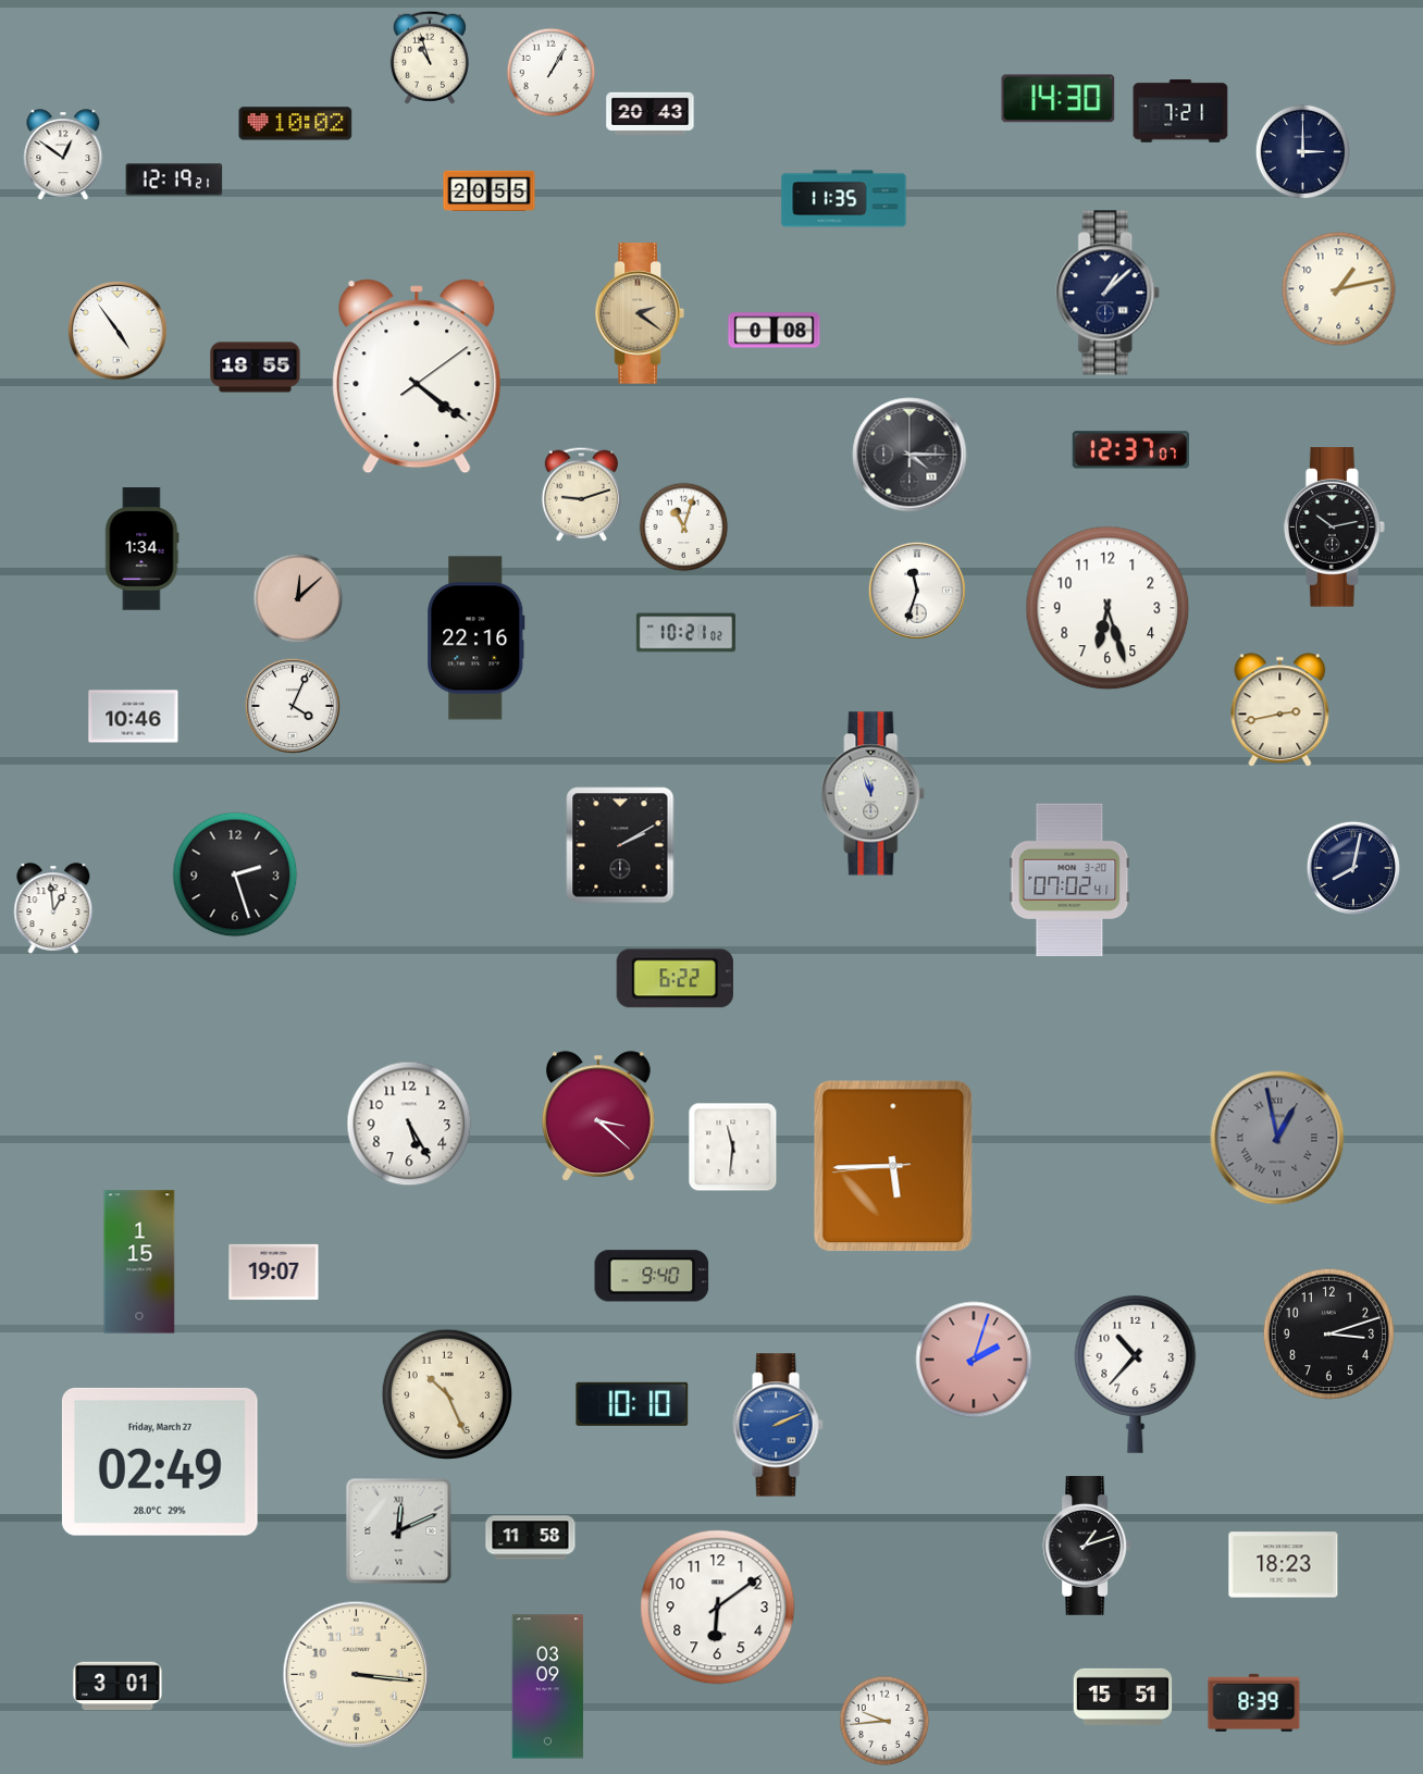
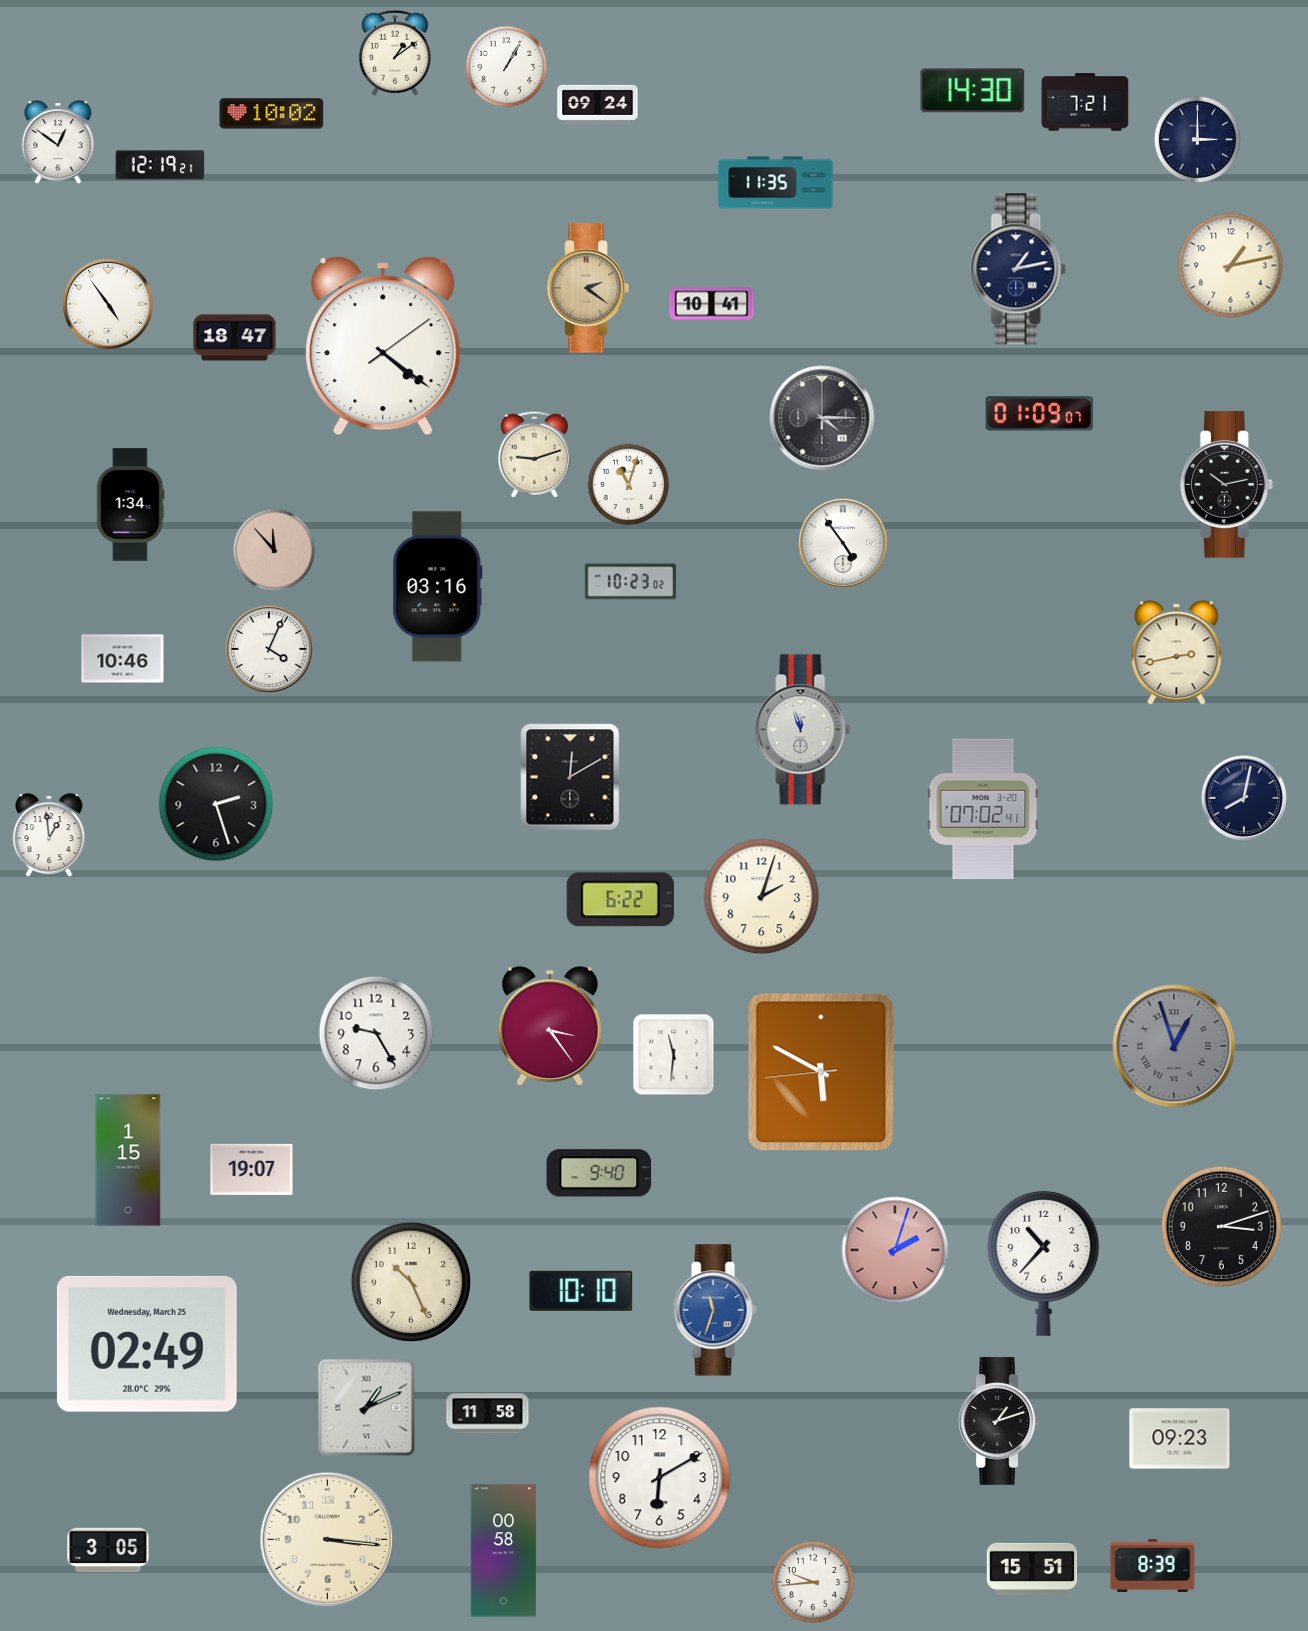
clock at (430, 58): 10:57 -> 1:09
clock at (651, 113): 20:43 -> 09:24
clock at (490, 191): 20:55 -> none
clock at (1109, 293): 1:08 -> 1:13
clock at (775, 331): 0:08 -> 10:41
clock at (256, 368): 18:55 -> 18:47
clock at (1130, 450): 12:37 -> 01:09
clock at (910, 455) position: (910, 455) -> (822, 418)
clock at (917, 591): 11:33 -> 4:54
clock at (298, 598): 12:08 -> 11:53
clock at (1108, 608): 6:27 -> none
clock at (685, 633): 10:21 -> 10:23
clock at (477, 638): 22:16 -> 03:16
clock at (620, 845): 2:10 -> 12:10
clock at (762, 897): none -> 2:03
clock at (598, 1116): 3:22 -> 3:24
clock at (409, 1124): 5:25 -> 9:25
clock at (1277, 1138): 12:58 -> 12:57
clock at (893, 1166): 5:44 -> 5:49
clock at (778, 1425): 2:11 -> 11:33
clock at (160, 1462) date: Friday, March 27 -> Wednesday, March 25
clock at (399, 1531): 12:11 -> 1:11
clock at (1284, 1565): 18:23 -> 09:23
clock at (718, 1608): 6:09 -> 6:10
clock at (117, 1686): 3:01 -> 3:05
clock at (548, 1687): 03:09 -> 00:58
clock at (1123, 1697) position: (1123, 1697) -> (1032, 1569)
